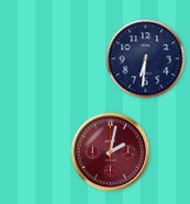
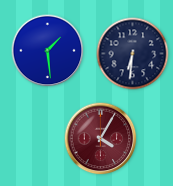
clock at (48, 51): none -> 1:29
clock at (111, 152): 2:02 -> 4:05
